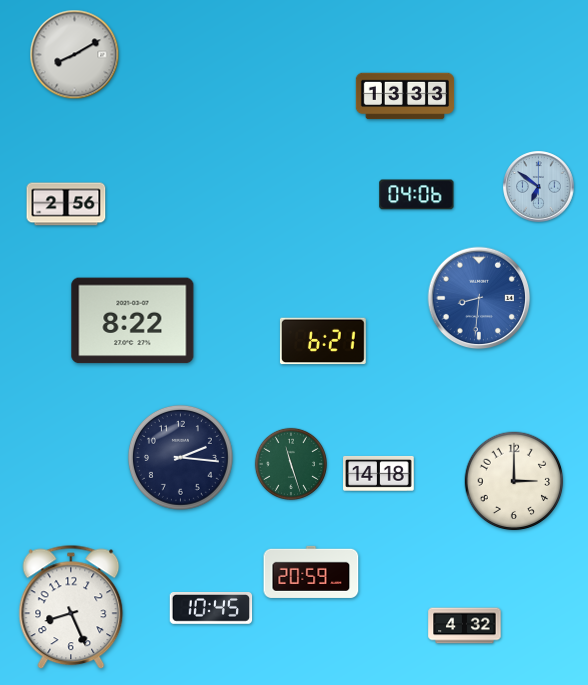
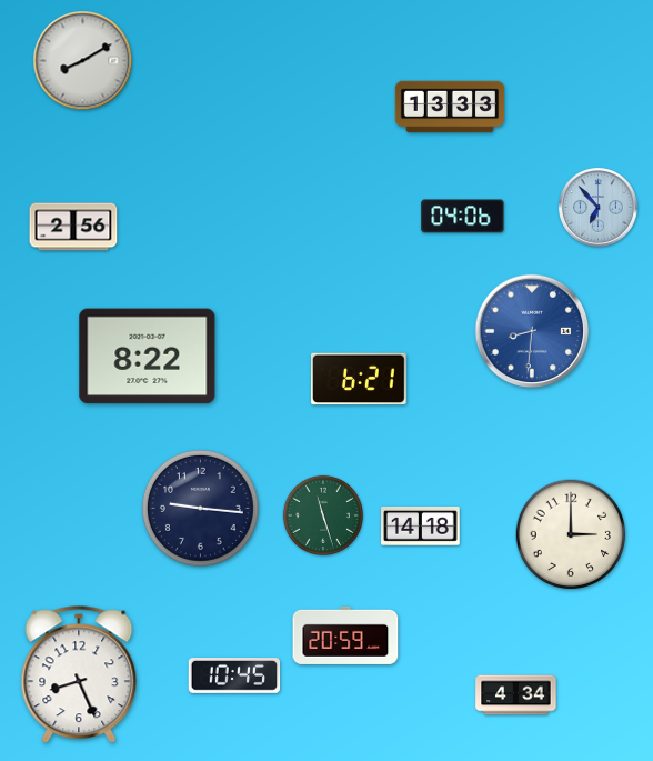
clock at (539, 187): 6:51 -> 6:53
clock at (180, 457): 2:16 -> 9:16
clock at (465, 626): 4:32 -> 4:34
